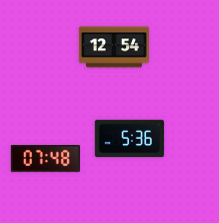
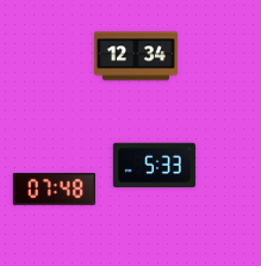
clock at (114, 47): 12:54 -> 12:34
clock at (129, 139): 5:36 -> 5:33
